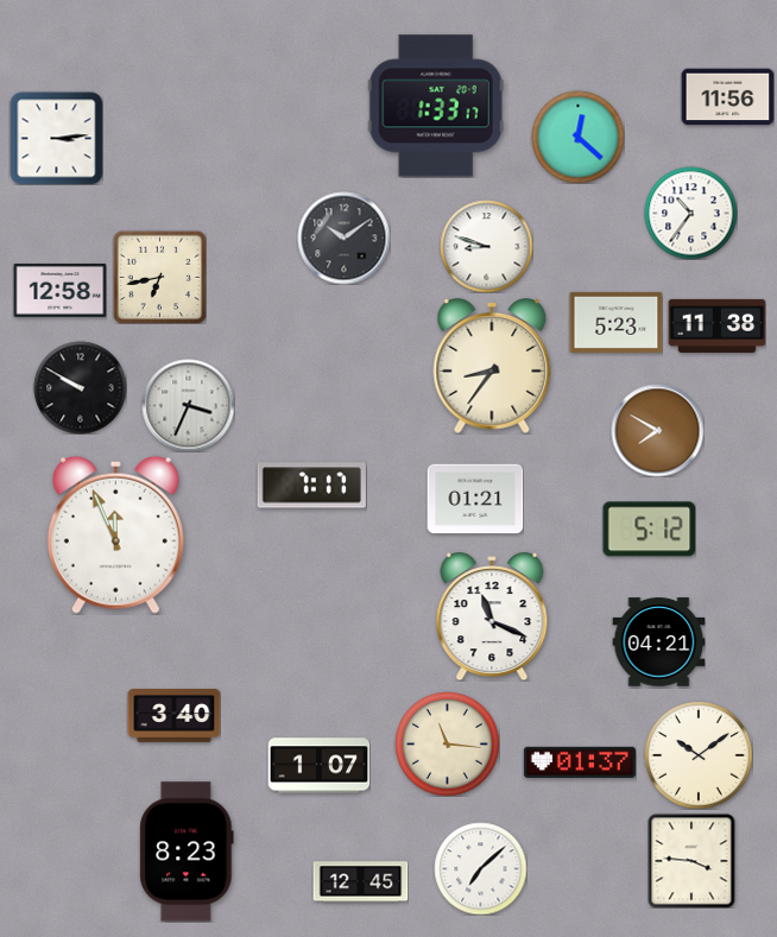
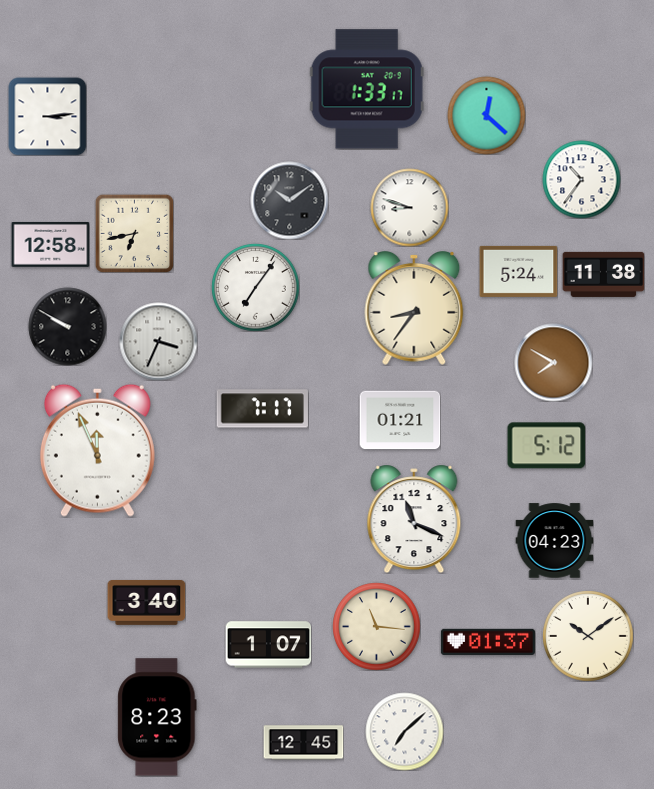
clock at (727, 97): 11:56 -> none
clock at (615, 322): 5:23 -> 5:24
clock at (255, 287): none -> 7:06
clock at (658, 642): 04:21 -> 04:23
clock at (691, 861): 3:46 -> none
